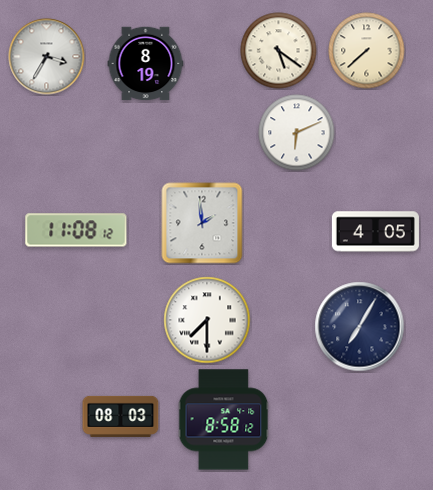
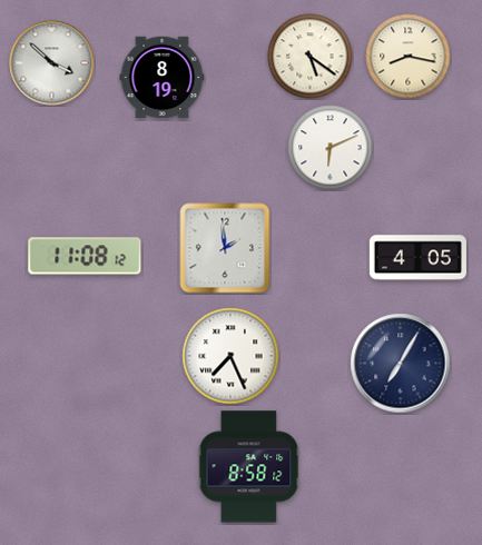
clock at (367, 51): 7:38 -> 8:17
clock at (47, 57): 3:35 -> 3:52
clock at (146, 64) position: (146, 64) -> (163, 78)
clock at (207, 320): 7:30 -> 7:26
clock at (121, 416): 08:03 -> none
